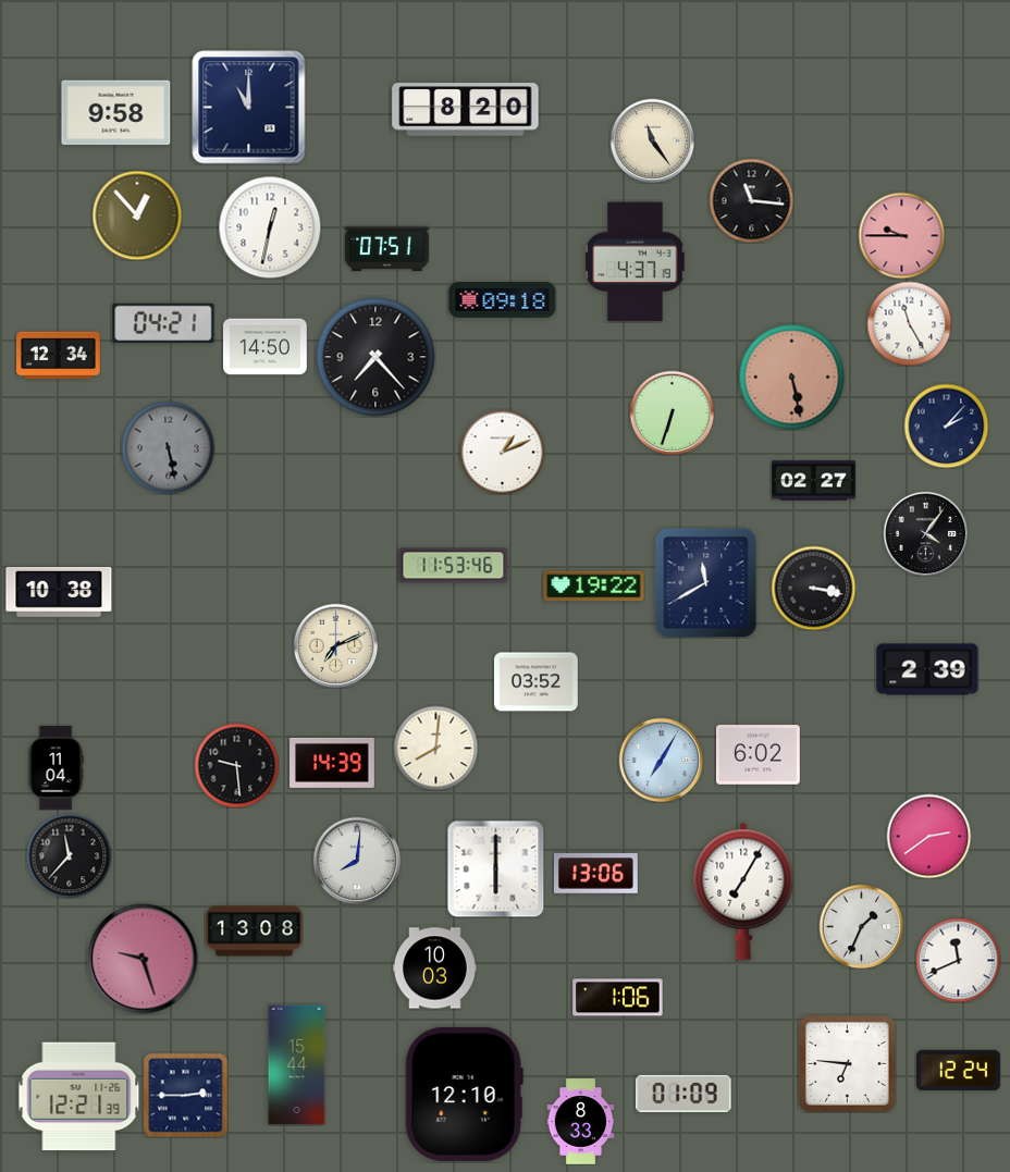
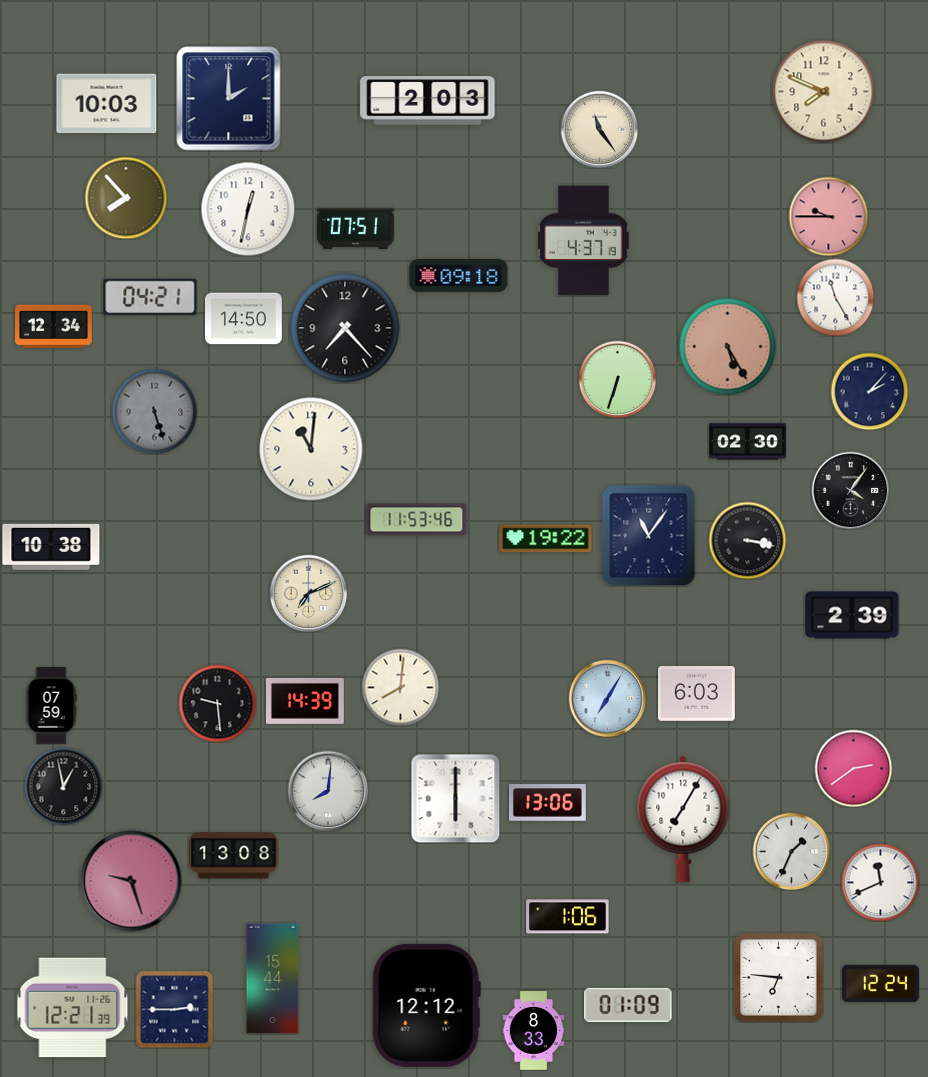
clock at (824, 92): none -> 7:49
clock at (249, 108): 11:00 -> 2:00
clock at (466, 110): 8:20 -> 2:03
clock at (116, 113): 9:58 -> 10:03
clock at (751, 200): 11:16 -> none
clock at (137, 215): 12:53 -> 7:53
clock at (503, 299) position: (503, 299) -> (459, 275)
clock at (791, 377): 5:28 -> 5:25
clock at (168, 447): 5:28 -> 5:27
clock at (502, 452): 1:11 -> none
clock at (814, 481): 02:27 -> 02:30
clock at (311, 449): none -> 11:01
clock at (706, 582): 11:40 -> 11:06
clock at (59, 592) position: (59, 592) -> (51, 547)
clock at (537, 682): 03:52 -> none
clock at (759, 755): 6:02 -> 6:03
clock at (56, 768): 11:04 -> 07:59
clock at (69, 855): 11:37 -> 12:58
clock at (435, 969): 10:03 -> none
clock at (464, 1094): 12:10 -> 12:12
clock at (185, 1095) position: (185, 1095) -> (174, 1009)
